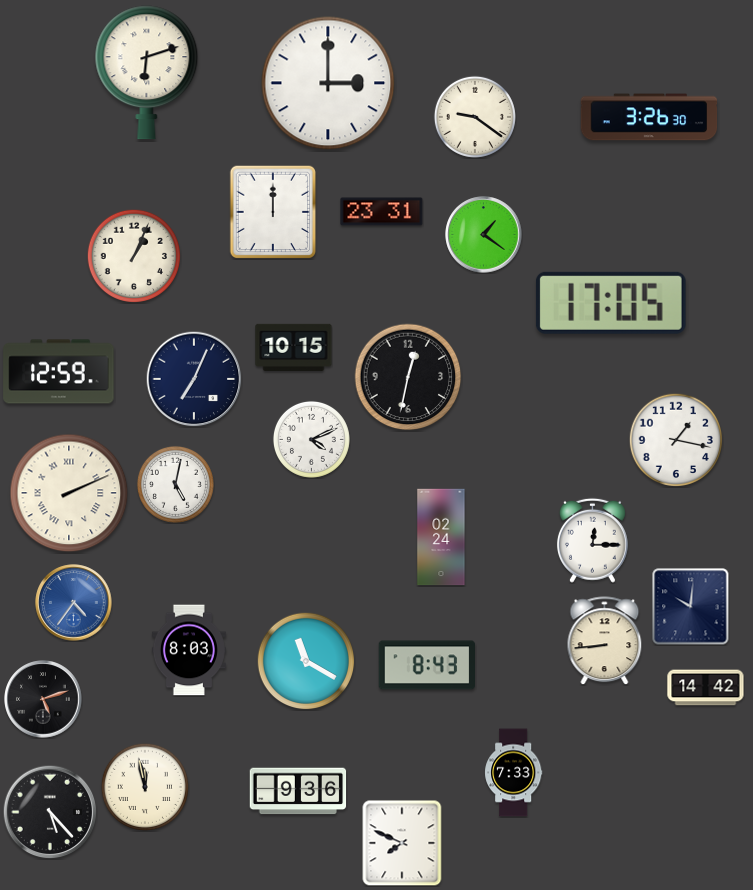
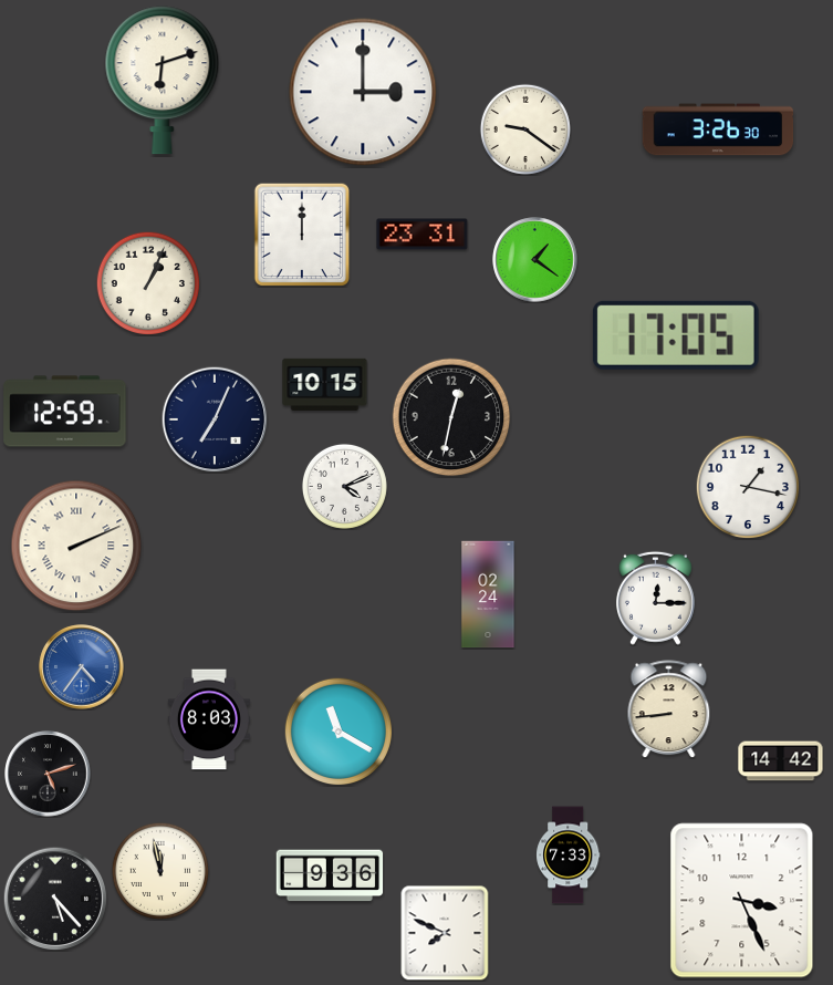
clock at (175, 484): 5:02 -> none
clock at (691, 607): 10:01 -> none
clock at (427, 665): 8:43 -> none
clock at (742, 901): none -> 3:26
